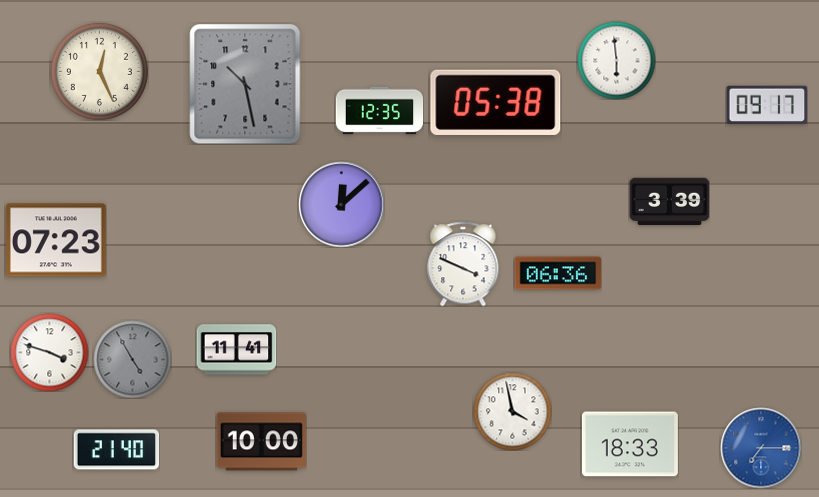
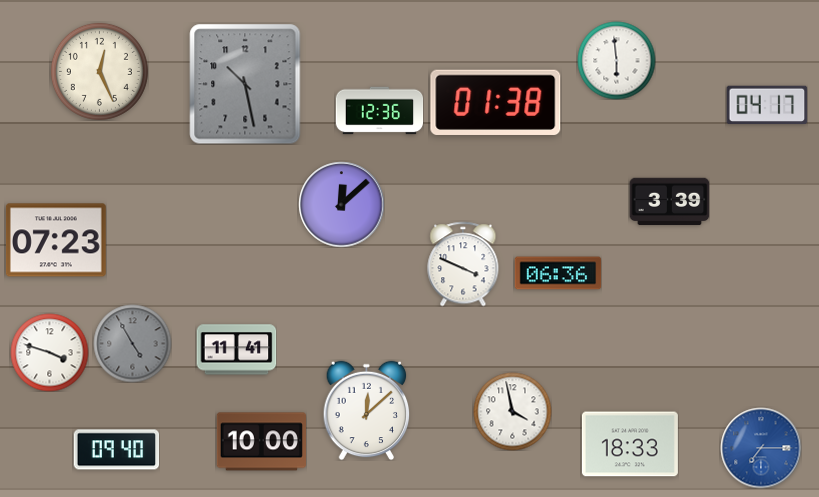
clock at (496, 102): 05:38 -> 01:38
clock at (767, 105): 09:17 -> 04:17
clock at (379, 111): 12:35 -> 12:36
clock at (132, 359) position: (132, 359) -> (132, 343)
clock at (367, 410): none -> 12:08
clock at (116, 450): 21:40 -> 09:40
